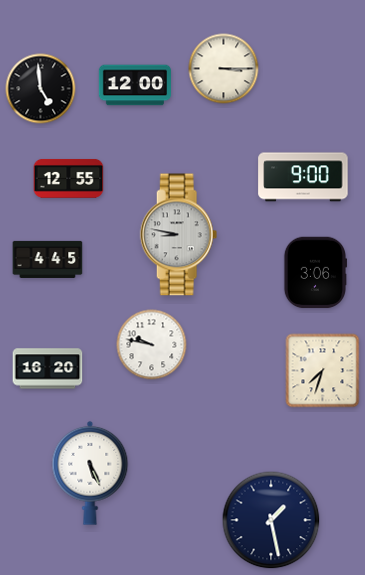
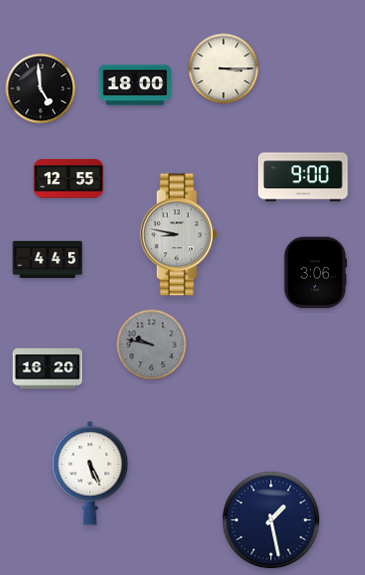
clock at (135, 85): 12:00 -> 18:00
clock at (152, 345) dial: white -> grey
clock at (323, 371): 7:33 -> none
